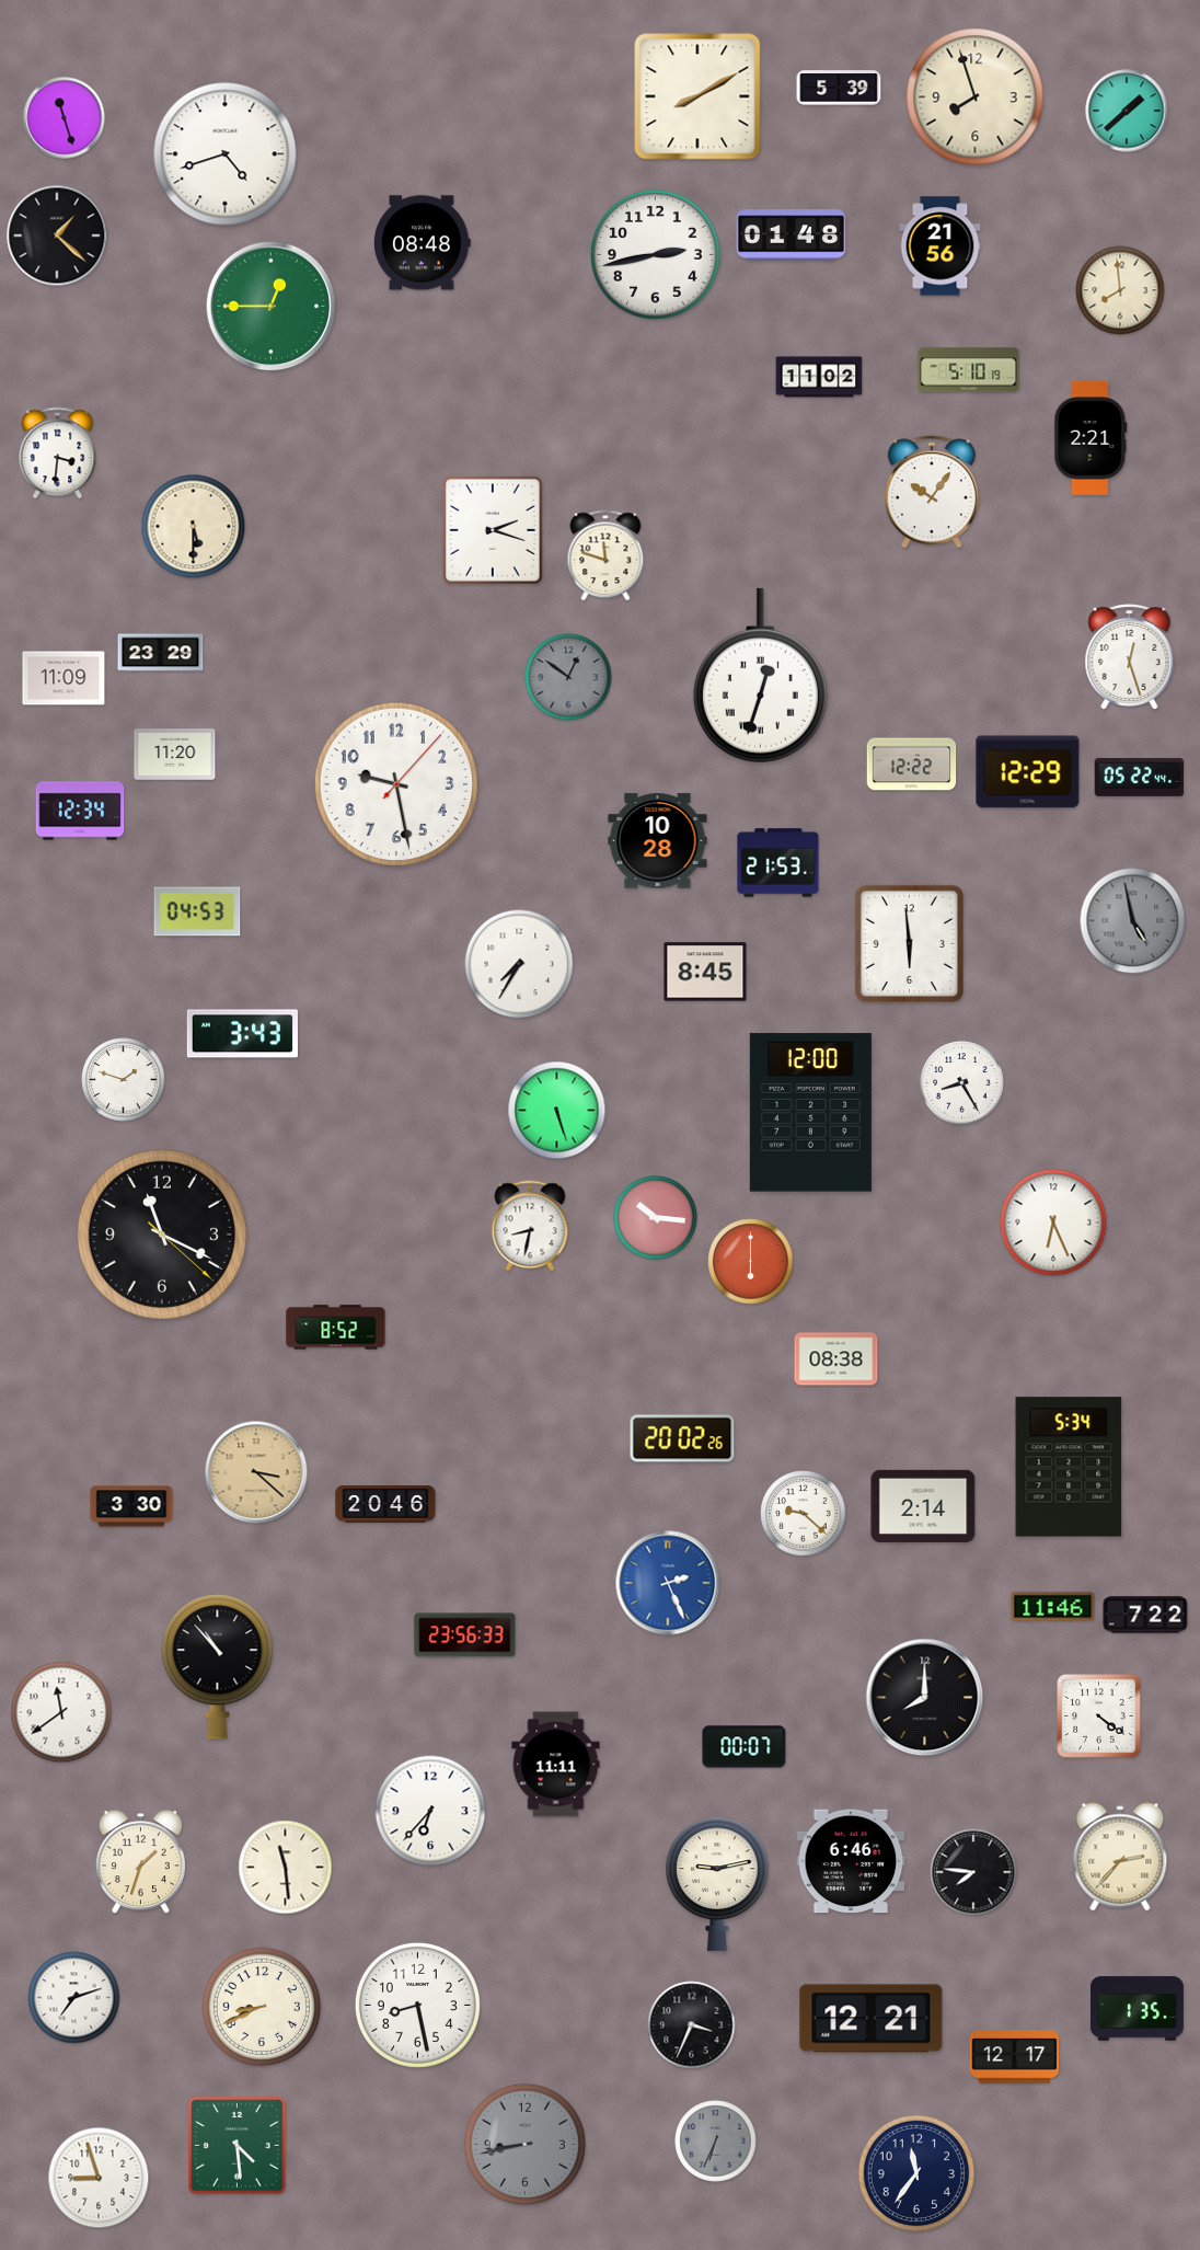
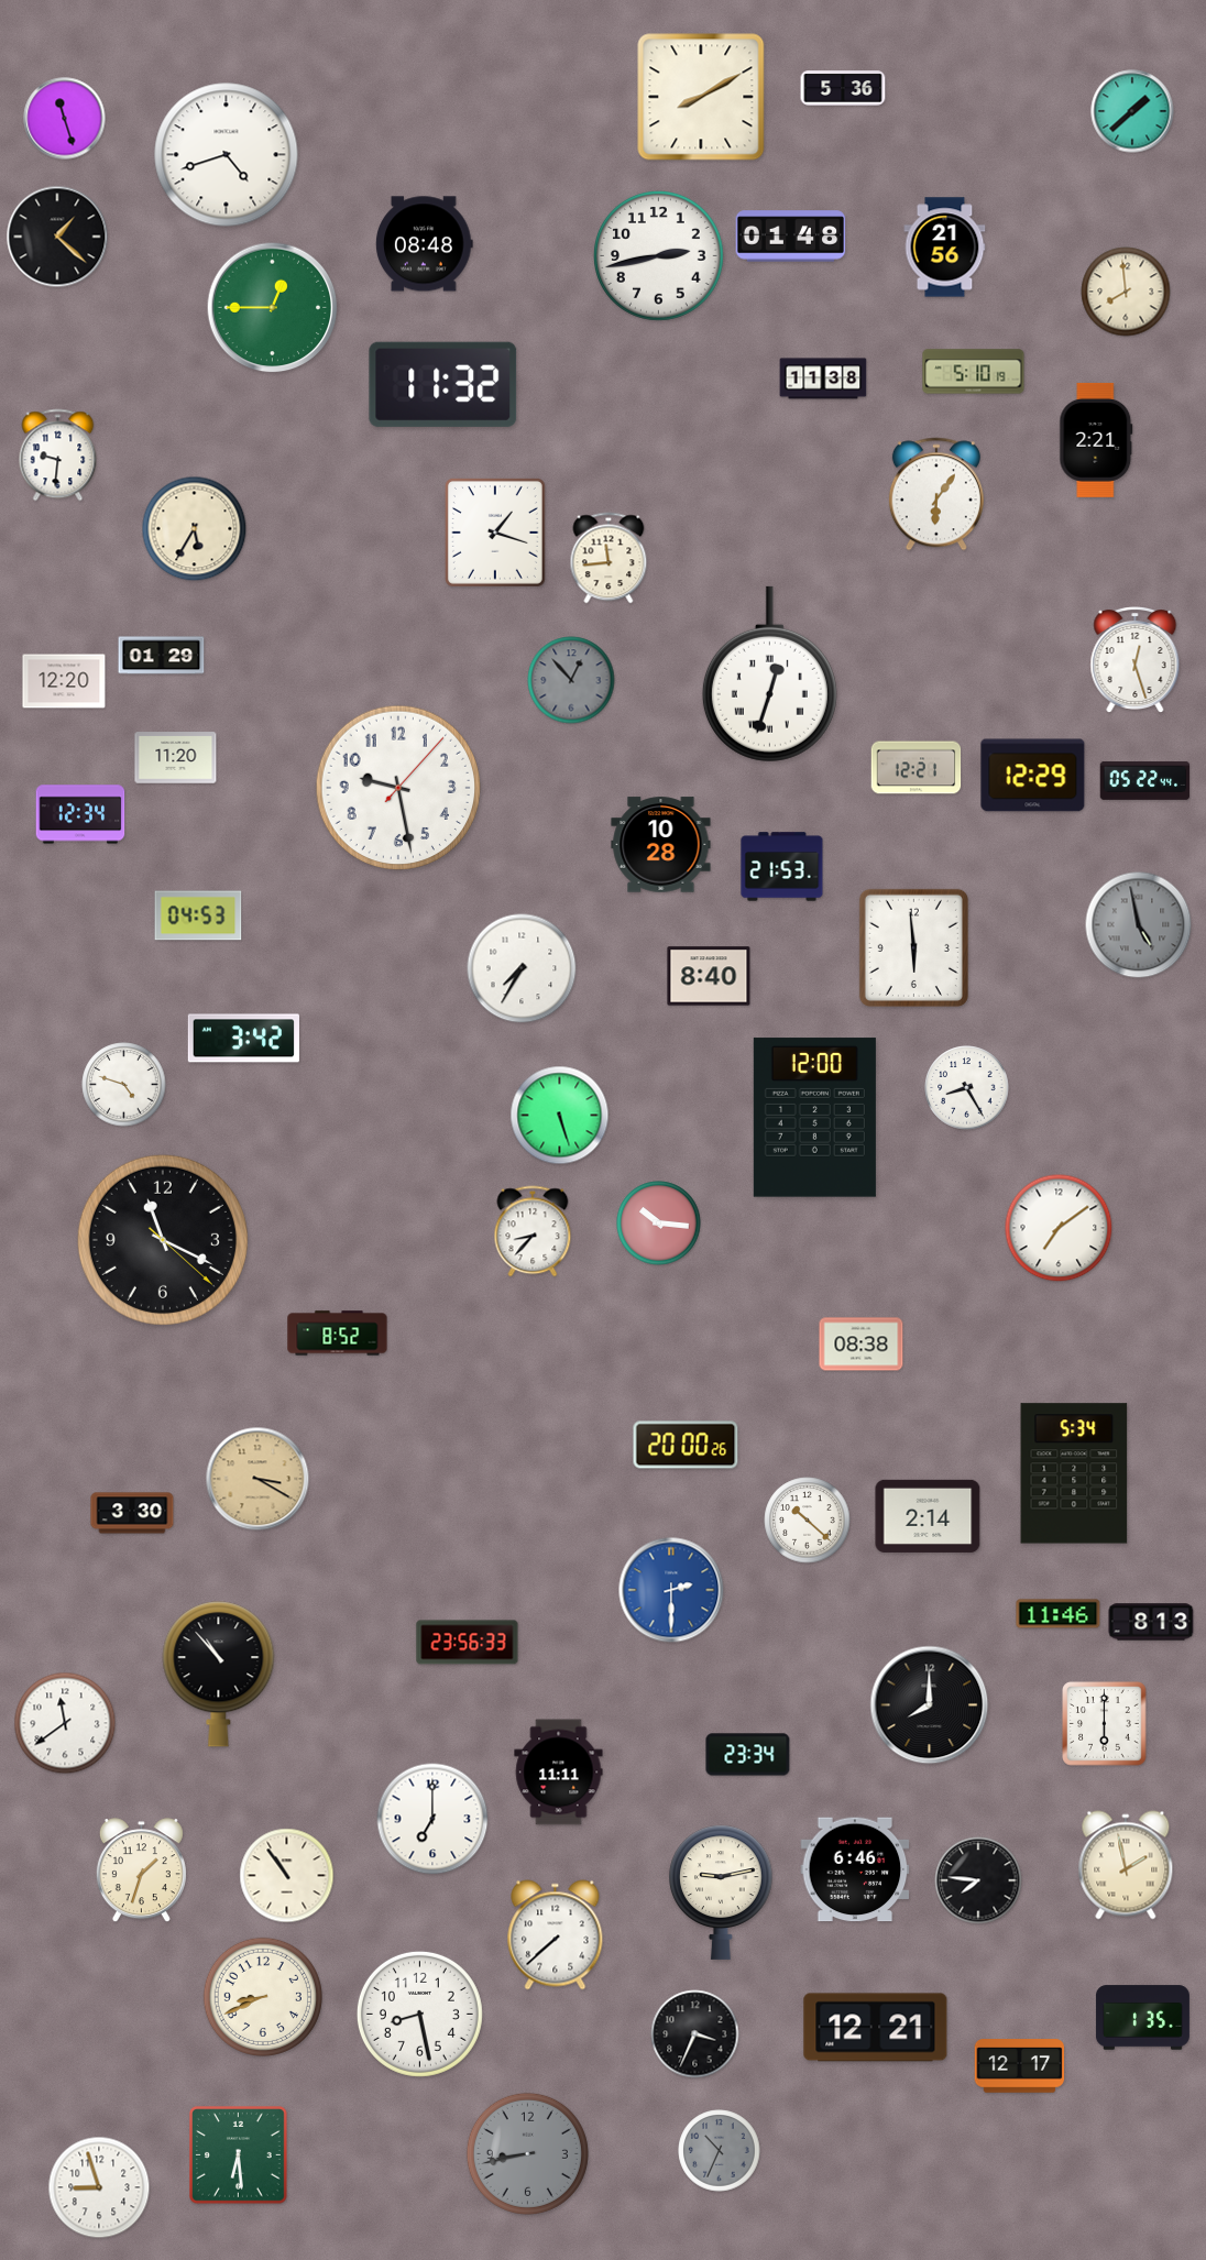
clock at (839, 88): 5:39 -> 5:36
clock at (976, 97): 7:57 -> none
clock at (792, 236) position: (792, 236) -> (791, 237)
clock at (819, 377): 11:02 -> 11:38
clock at (443, 384): none -> 11:32
clock at (58, 454): 3:31 -> 9:31
clock at (932, 492): 10:06 -> 6:06
clock at (194, 527): 5:30 -> 5:35
clock at (493, 530): 2:18 -> 1:18
clock at (605, 555): 11:48 -> 11:44
clock at (161, 653): 23:29 -> 01:29
clock at (760, 676) position: (760, 676) -> (769, 674)
clock at (568, 677): 12:51 -> 12:53
clock at (64, 678): 11:09 -> 12:20
clock at (912, 765): 12:22 -> 12:21
clock at (705, 972): 8:45 -> 8:40
clock at (242, 1034): 3:43 -> 3:42
clock at (124, 1080): 1:48 -> 4:48
clock at (1053, 1222): 6:26 -> 7:09
clock at (530, 1226): 8:32 -> 8:37
clock at (751, 1262): 6:00 -> none
clock at (836, 1359) position: (836, 1359) -> (862, 1345)
clock at (682, 1438): 20:02 -> 20:00
clock at (256, 1472): 3:22 -> 3:20
clock at (385, 1504): 20:46 -> none
clock at (923, 1506) position: (923, 1506) -> (928, 1516)
clock at (804, 1514): 9:22 -> 10:22
clock at (668, 1583): 2:26 -> 2:30
clock at (1145, 1615): 7:22 -> 8:13
clock at (61, 1712) position: (61, 1712) -> (65, 1723)
clock at (1099, 1717): 4:21 -> 6:00
clock at (745, 1747): 00:07 -> 23:34
clock at (430, 1811): 6:37 -> 7:00
clock at (1120, 1857): 2:37 -> 1:58
clock at (286, 1868): 11:29 -> 10:54
clock at (556, 1935): none -> 7:38
clock at (74, 1998): 7:12 -> none
clock at (261, 2006) position: (261, 2006) -> (262, 1996)
clock at (716, 2142): 6:34 -> 10:34
clock at (238, 2146): 4:29 -> 6:29
clock at (916, 2173): 11:36 -> none
